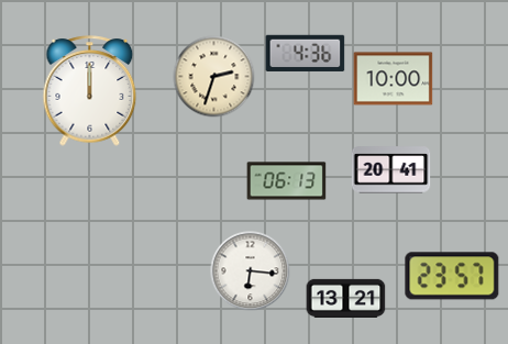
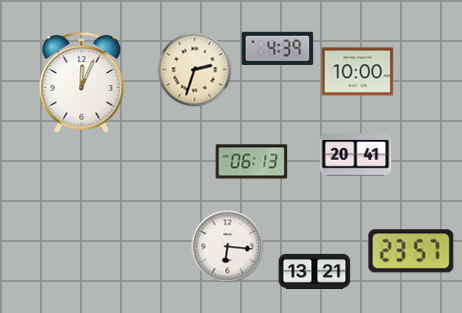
clock at (306, 53): 4:36 -> 4:39
clock at (90, 91): 12:00 -> 12:04
clock at (287, 181) position: (287, 181) -> (252, 162)
